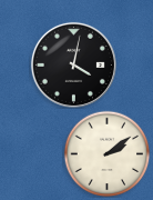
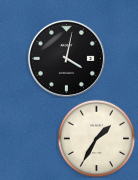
clock at (106, 153): 2:09 -> 1:35
